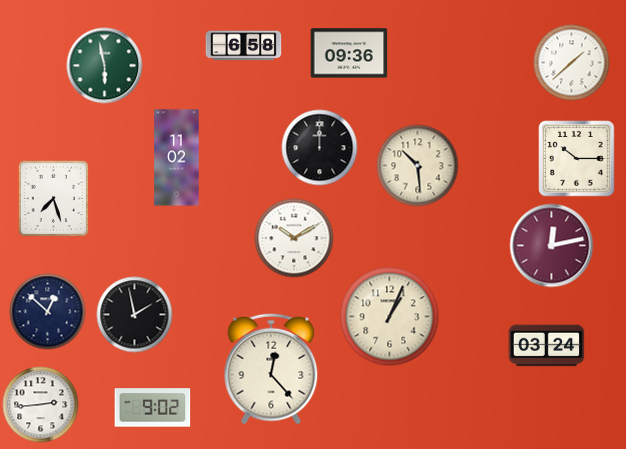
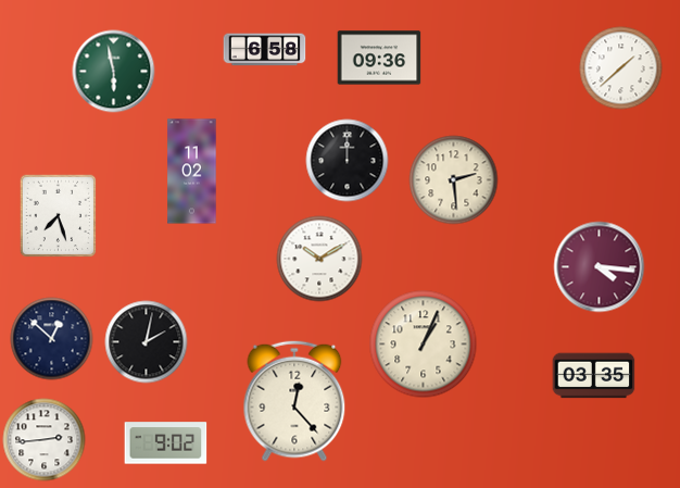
clock at (577, 159): 10:15 -> none
clock at (418, 166): 10:29 -> 2:29
clock at (552, 246): 12:13 -> 4:16
clock at (135, 315): 1:58 -> 2:02
clock at (547, 346): 03:24 -> 03:35
